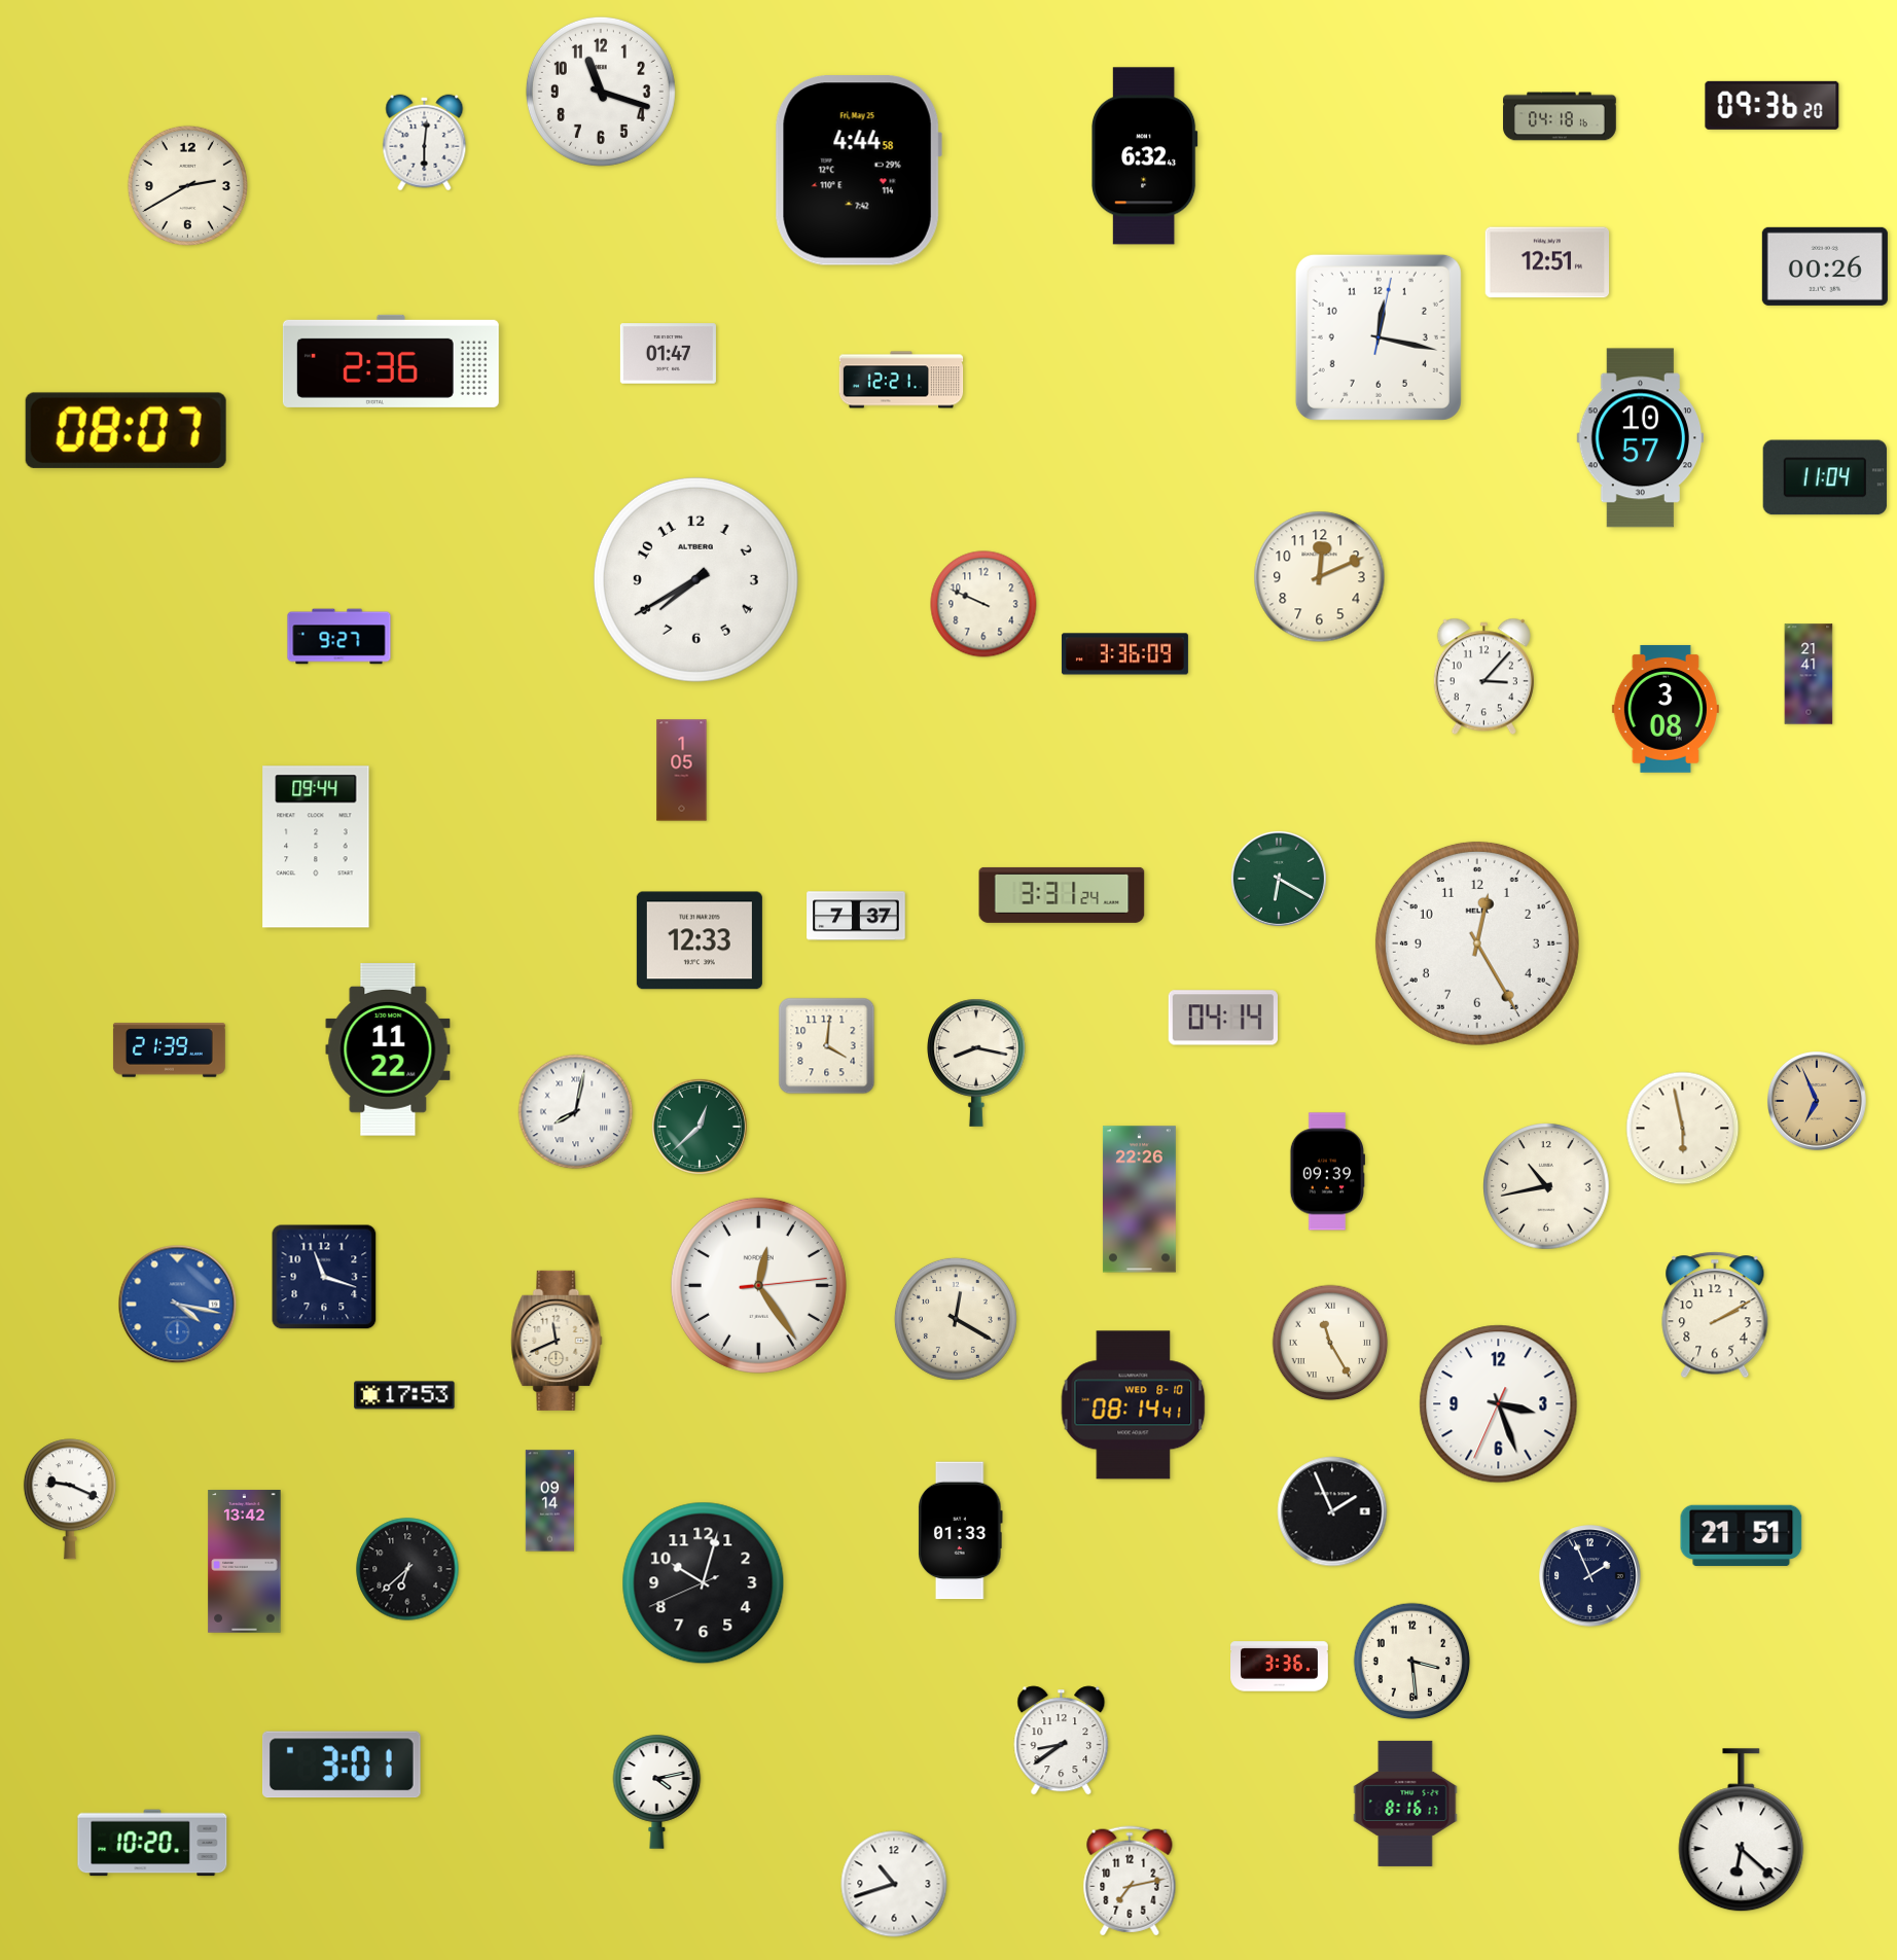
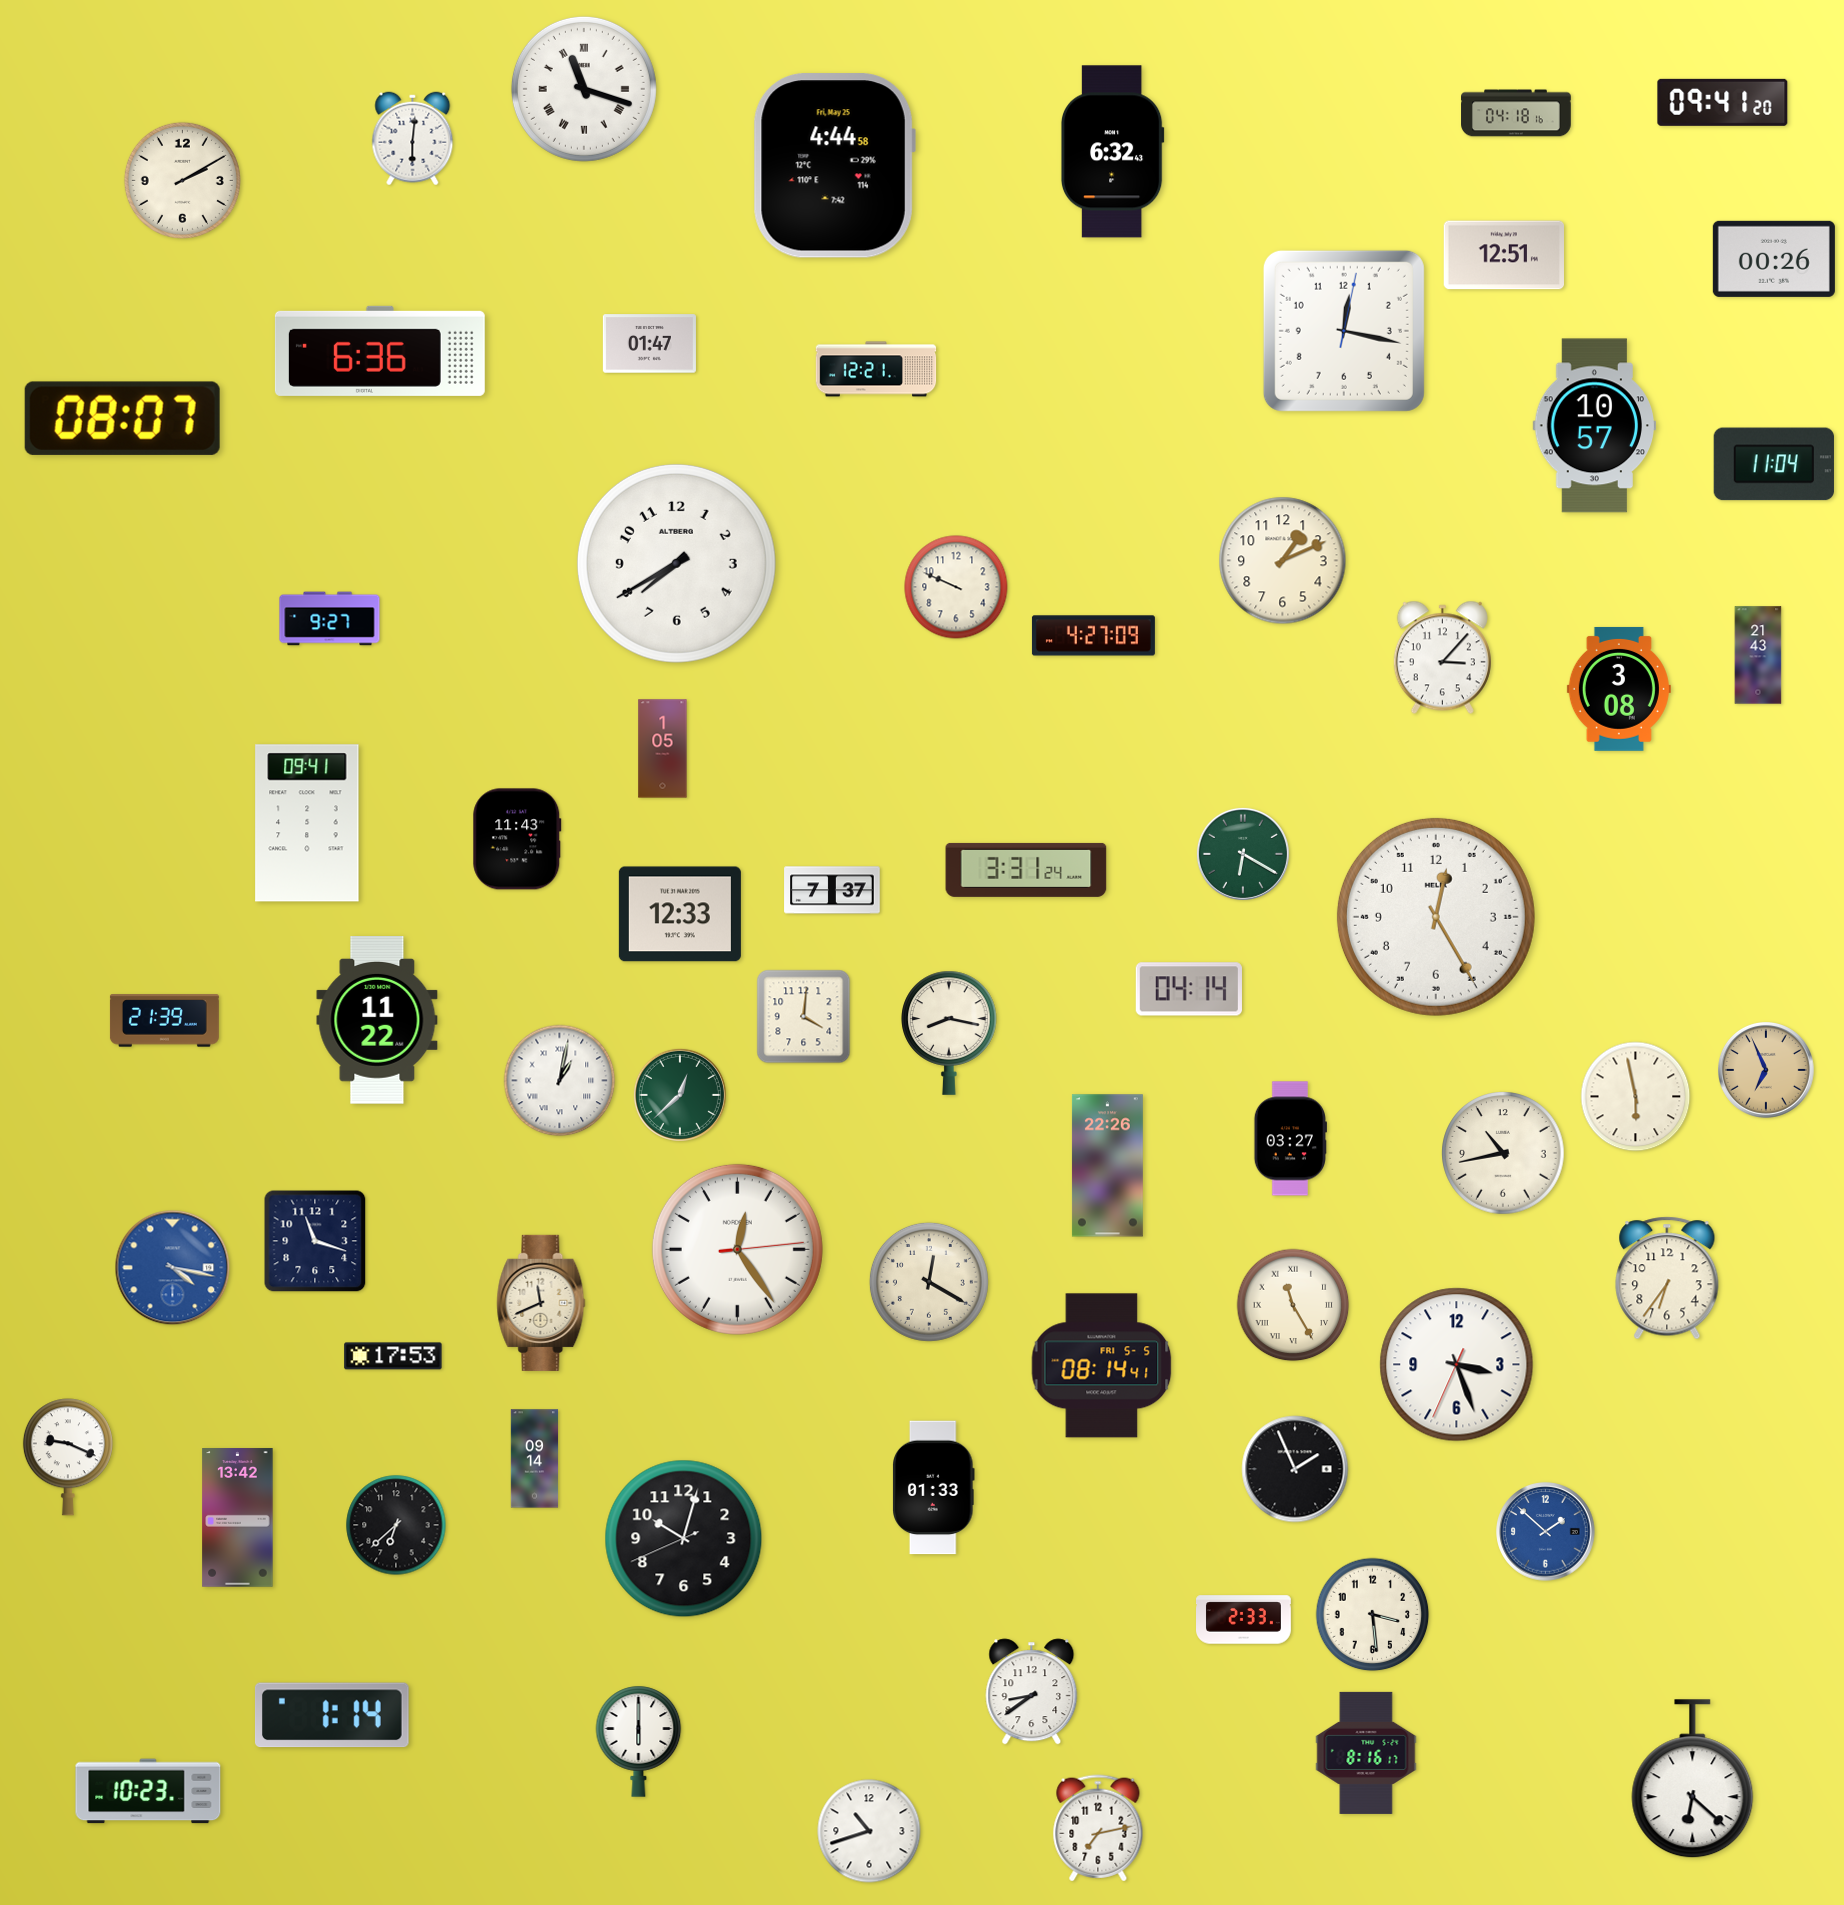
clock at (601, 92) numerals: Arabic -> Roman
clock at (1773, 105): 09:36 -> 09:41
clock at (187, 185): 2:40 -> 2:10
clock at (1379, 337) position: (1379, 337) -> (1344, 331)
clock at (391, 361): 2:36 -> 6:36
clock at (1320, 577): 12:11 -> 1:11
clock at (1124, 654): 3:36 -> 4:27
clock at (1809, 674): 21:41 -> 21:43
clock at (316, 847): 09:44 -> 09:41
clock at (517, 839): none -> 11:43
clock at (1062, 895) position: (1062, 895) -> (1026, 870)
clock at (576, 1112): 8:02 -> 1:02
clock at (1327, 1172): 09:39 -> 03:27
clock at (1715, 1315): 2:10 -> 6:36
clock at (1134, 1405) date: WED 8-10 -> FRI 5-5
clock at (1742, 1535): 21:51 -> none
clock at (1590, 1576): 1:56 -> 1:52
clock at (1590, 1576) dial: navy -> blue
clock at (1280, 1667): 3:36 -> 2:33
clock at (342, 1765): 3:01 -> 1:14
clock at (657, 1791): 4:13 -> 6:00
clock at (152, 1843): 10:20 -> 10:23
